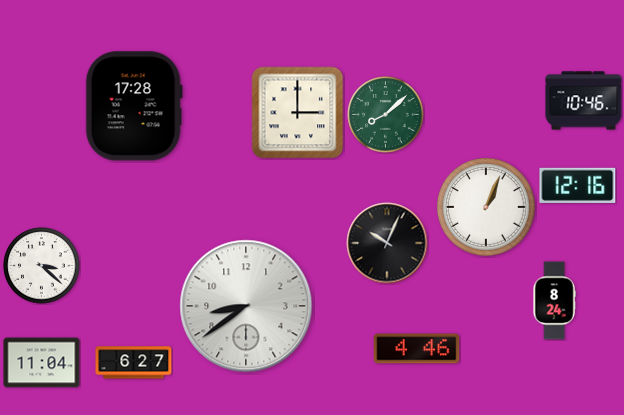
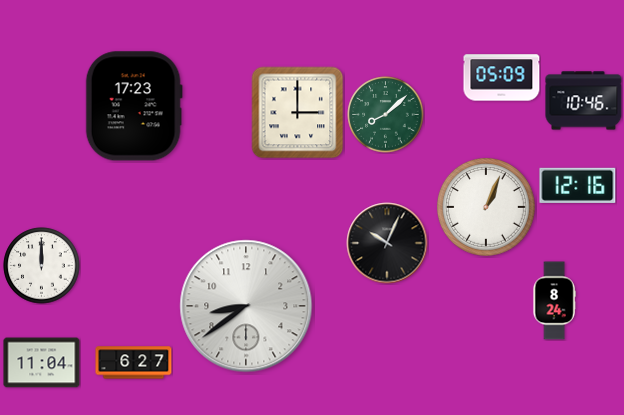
clock at (502, 78): none -> 05:09
clock at (134, 106): 17:28 -> 17:23
clock at (42, 266): 3:22 -> 12:00
clock at (417, 349): 4:46 -> none
